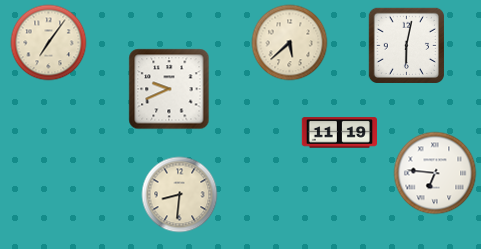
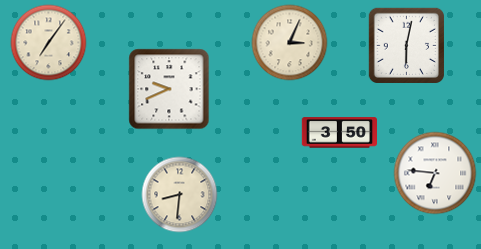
clock at (290, 43): 5:38 -> 3:04
clock at (339, 133): 11:19 -> 3:50
